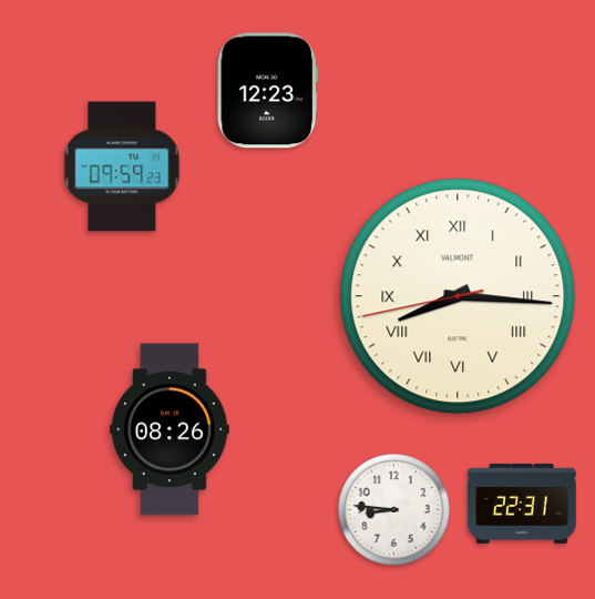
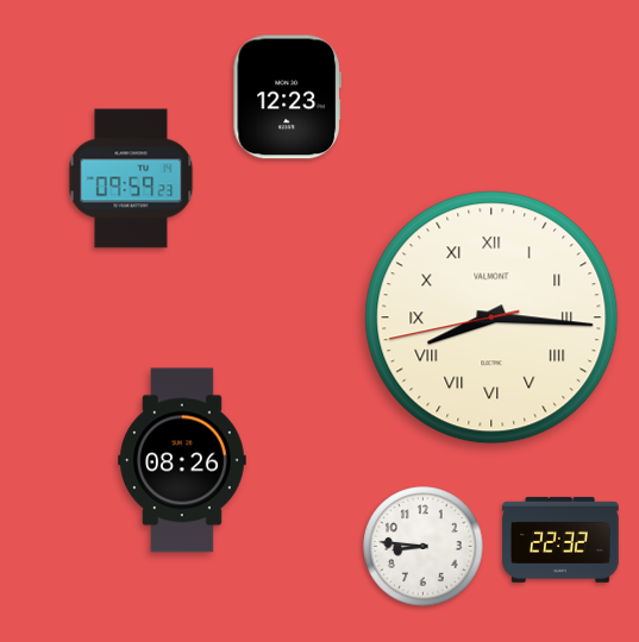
clock at (522, 504): 22:31 -> 22:32
